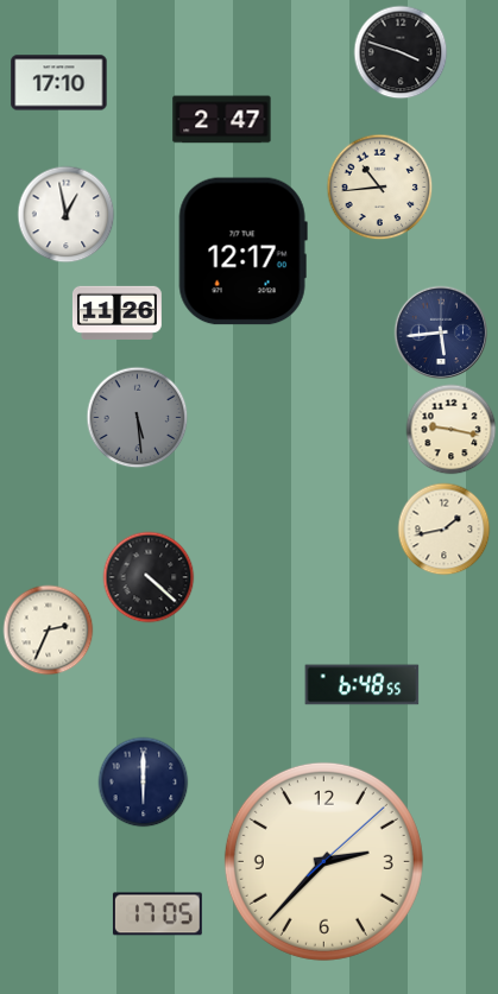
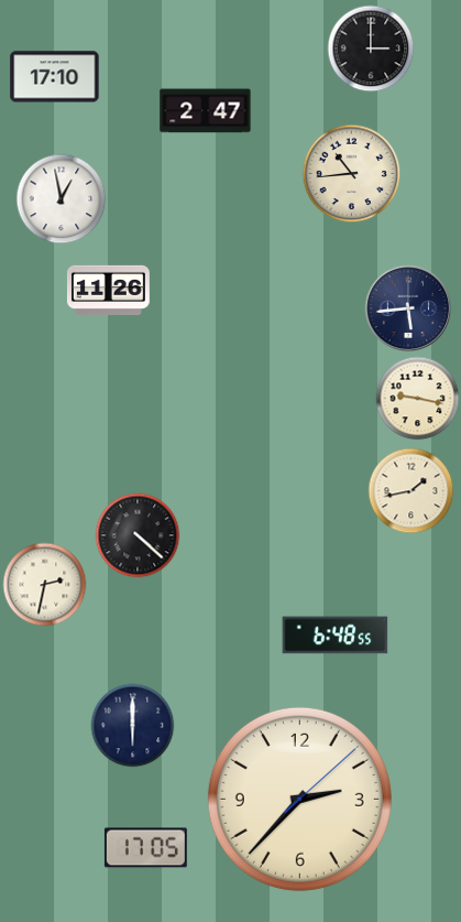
clock at (401, 52): 3:48 -> 3:00
clock at (242, 252): 12:17 -> none
clock at (138, 418): 5:29 -> none
clock at (49, 631): 2:34 -> 2:32
